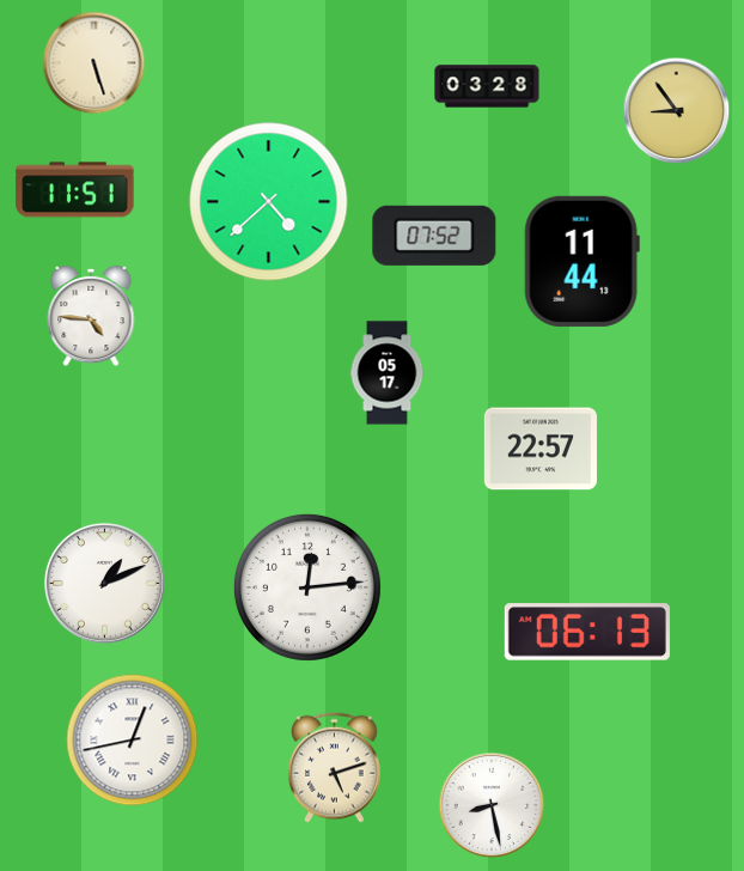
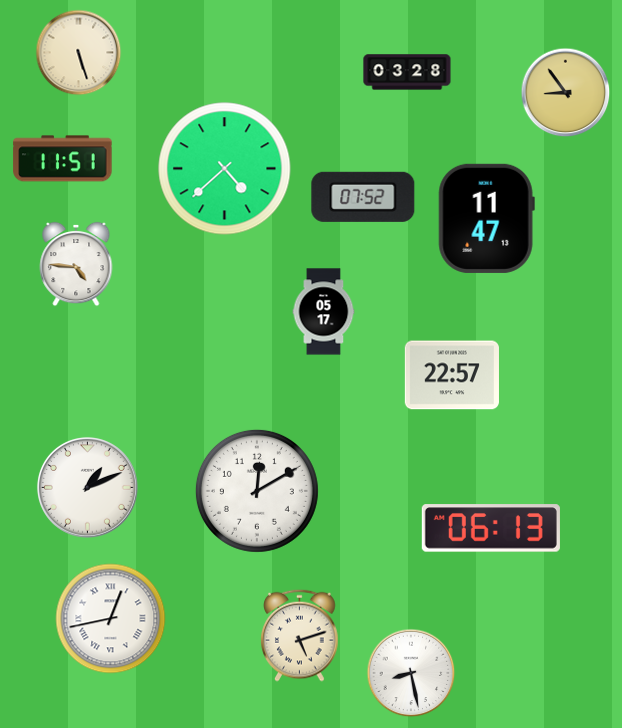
clock at (581, 261): 11:44 -> 11:47
clock at (307, 587): 12:14 -> 12:10
clock at (335, 767) position: (335, 767) -> (300, 635)
